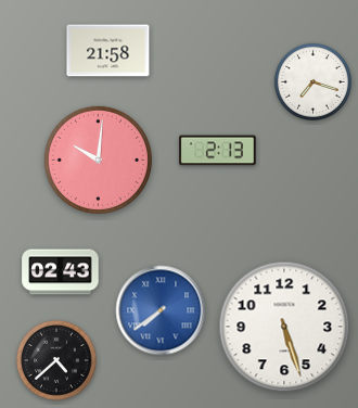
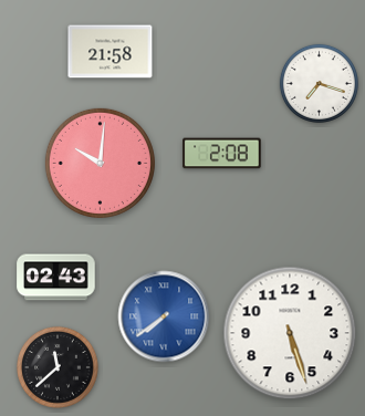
clock at (218, 151): 2:13 -> 2:08
clock at (61, 272) position: (61, 272) -> (56, 278)
clock at (56, 360): 4:38 -> 11:38
